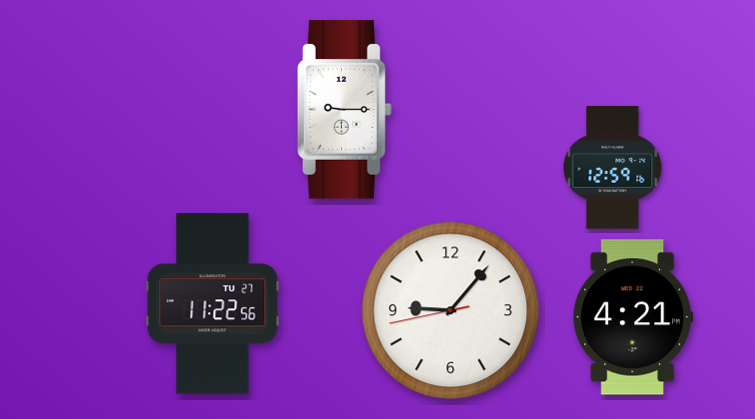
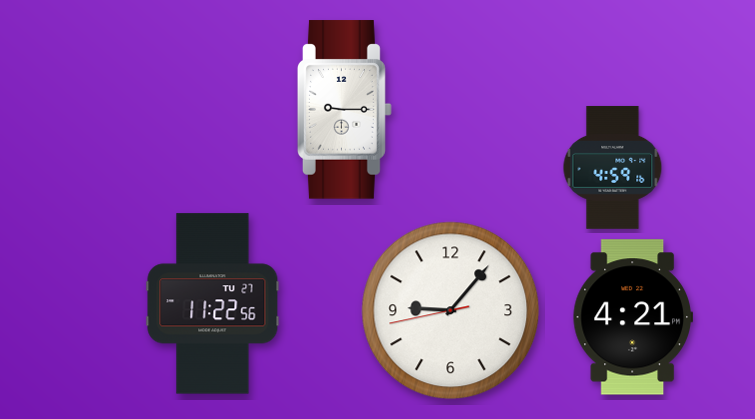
clock at (613, 167): 12:59 -> 4:59
